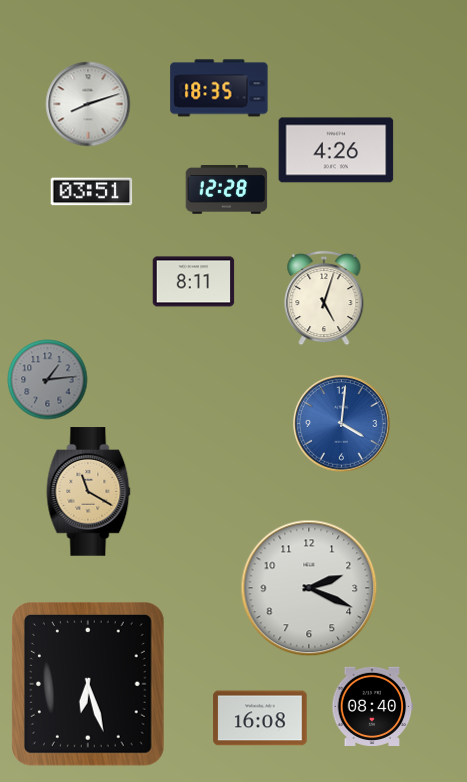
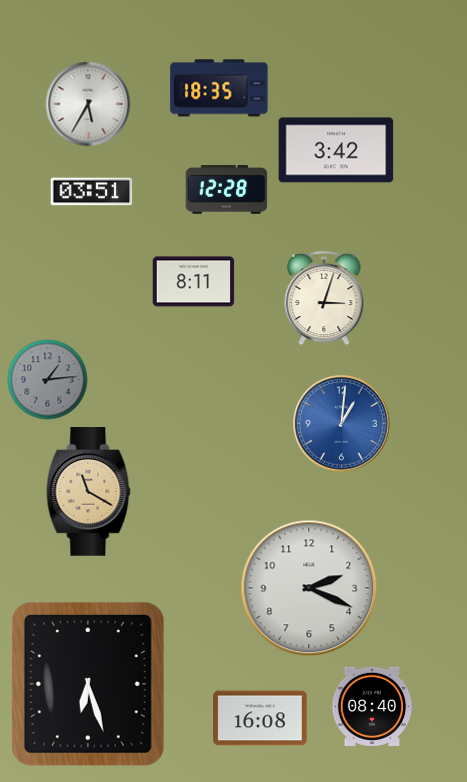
clock at (88, 104): 8:12 -> 5:35
clock at (336, 150): 4:26 -> 3:42
clock at (324, 298): 5:03 -> 3:03
clock at (342, 424): 4:01 -> 1:01
